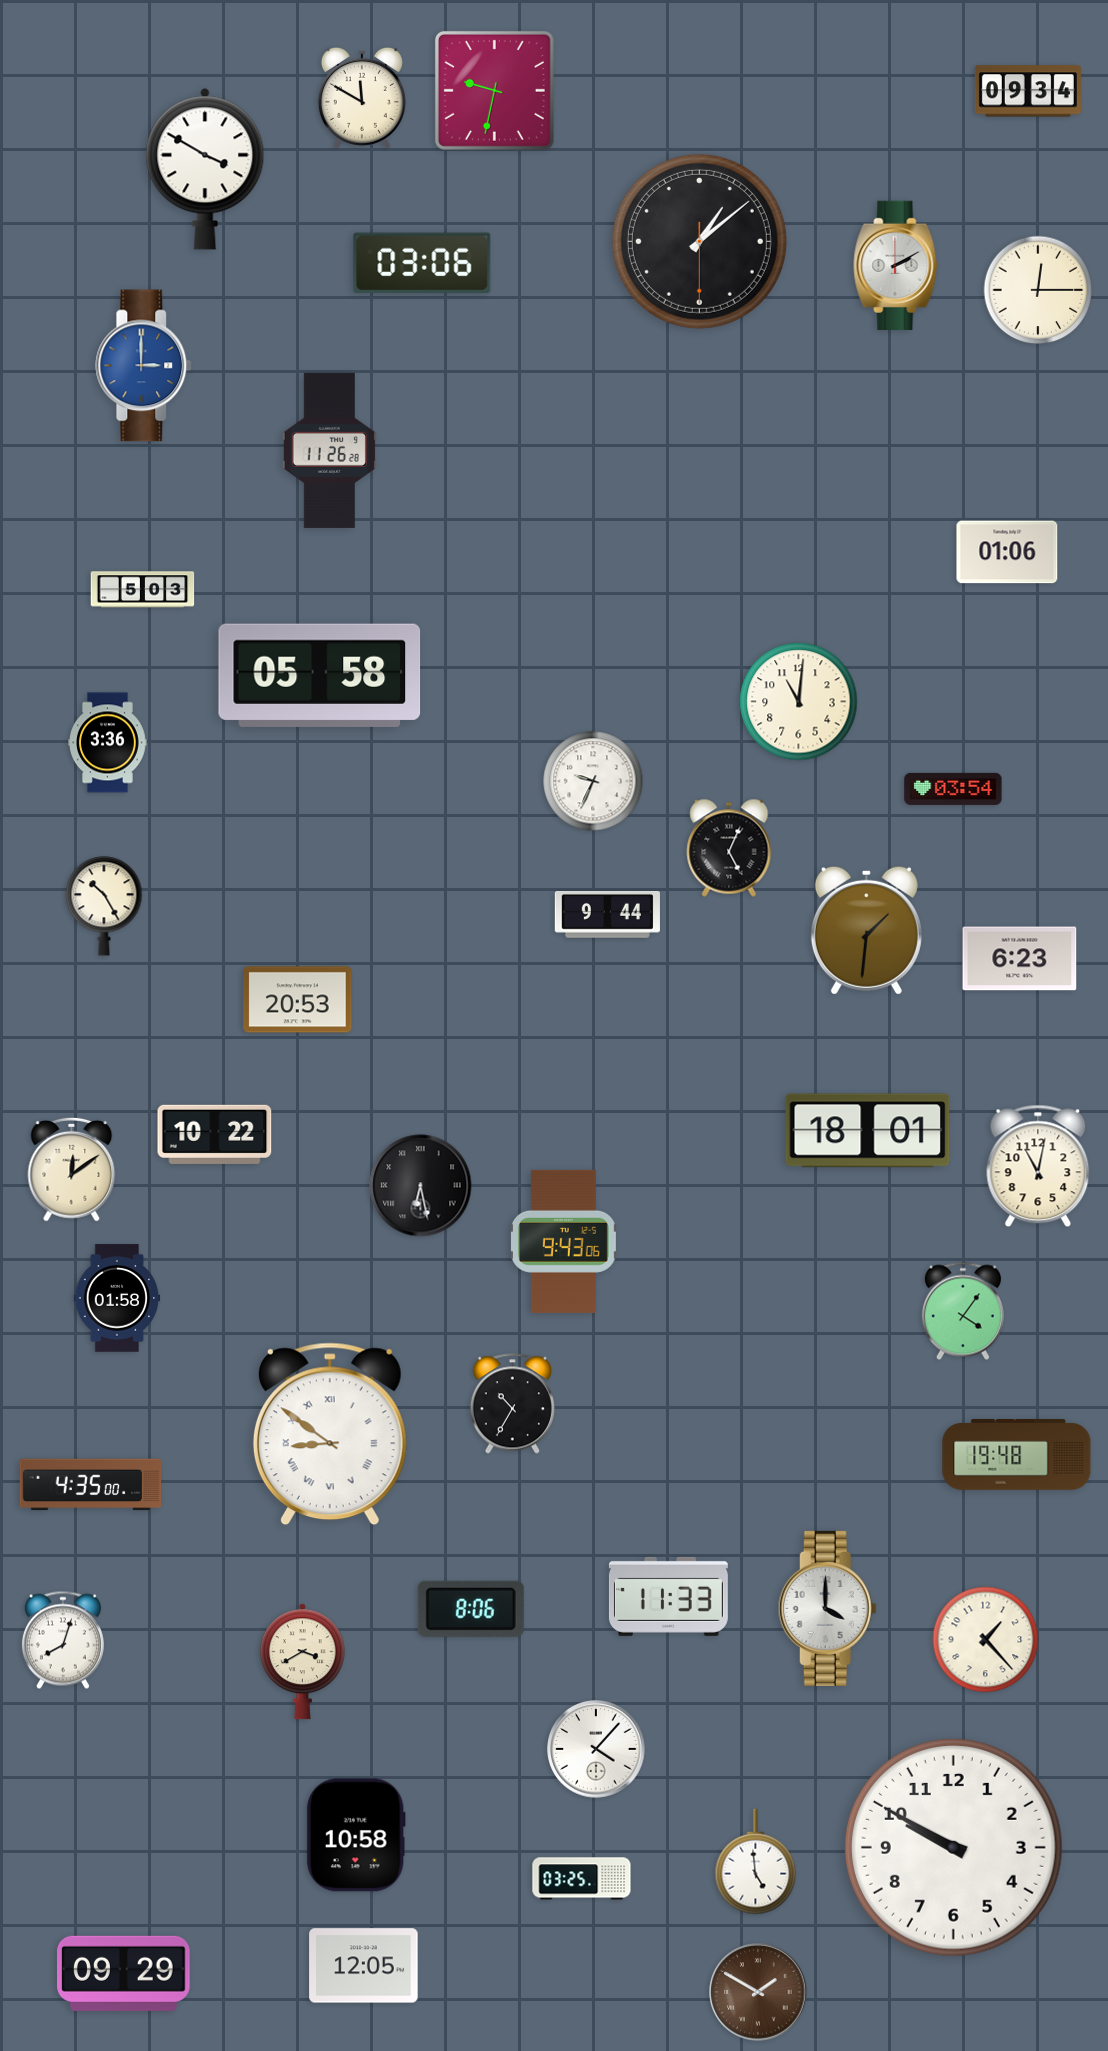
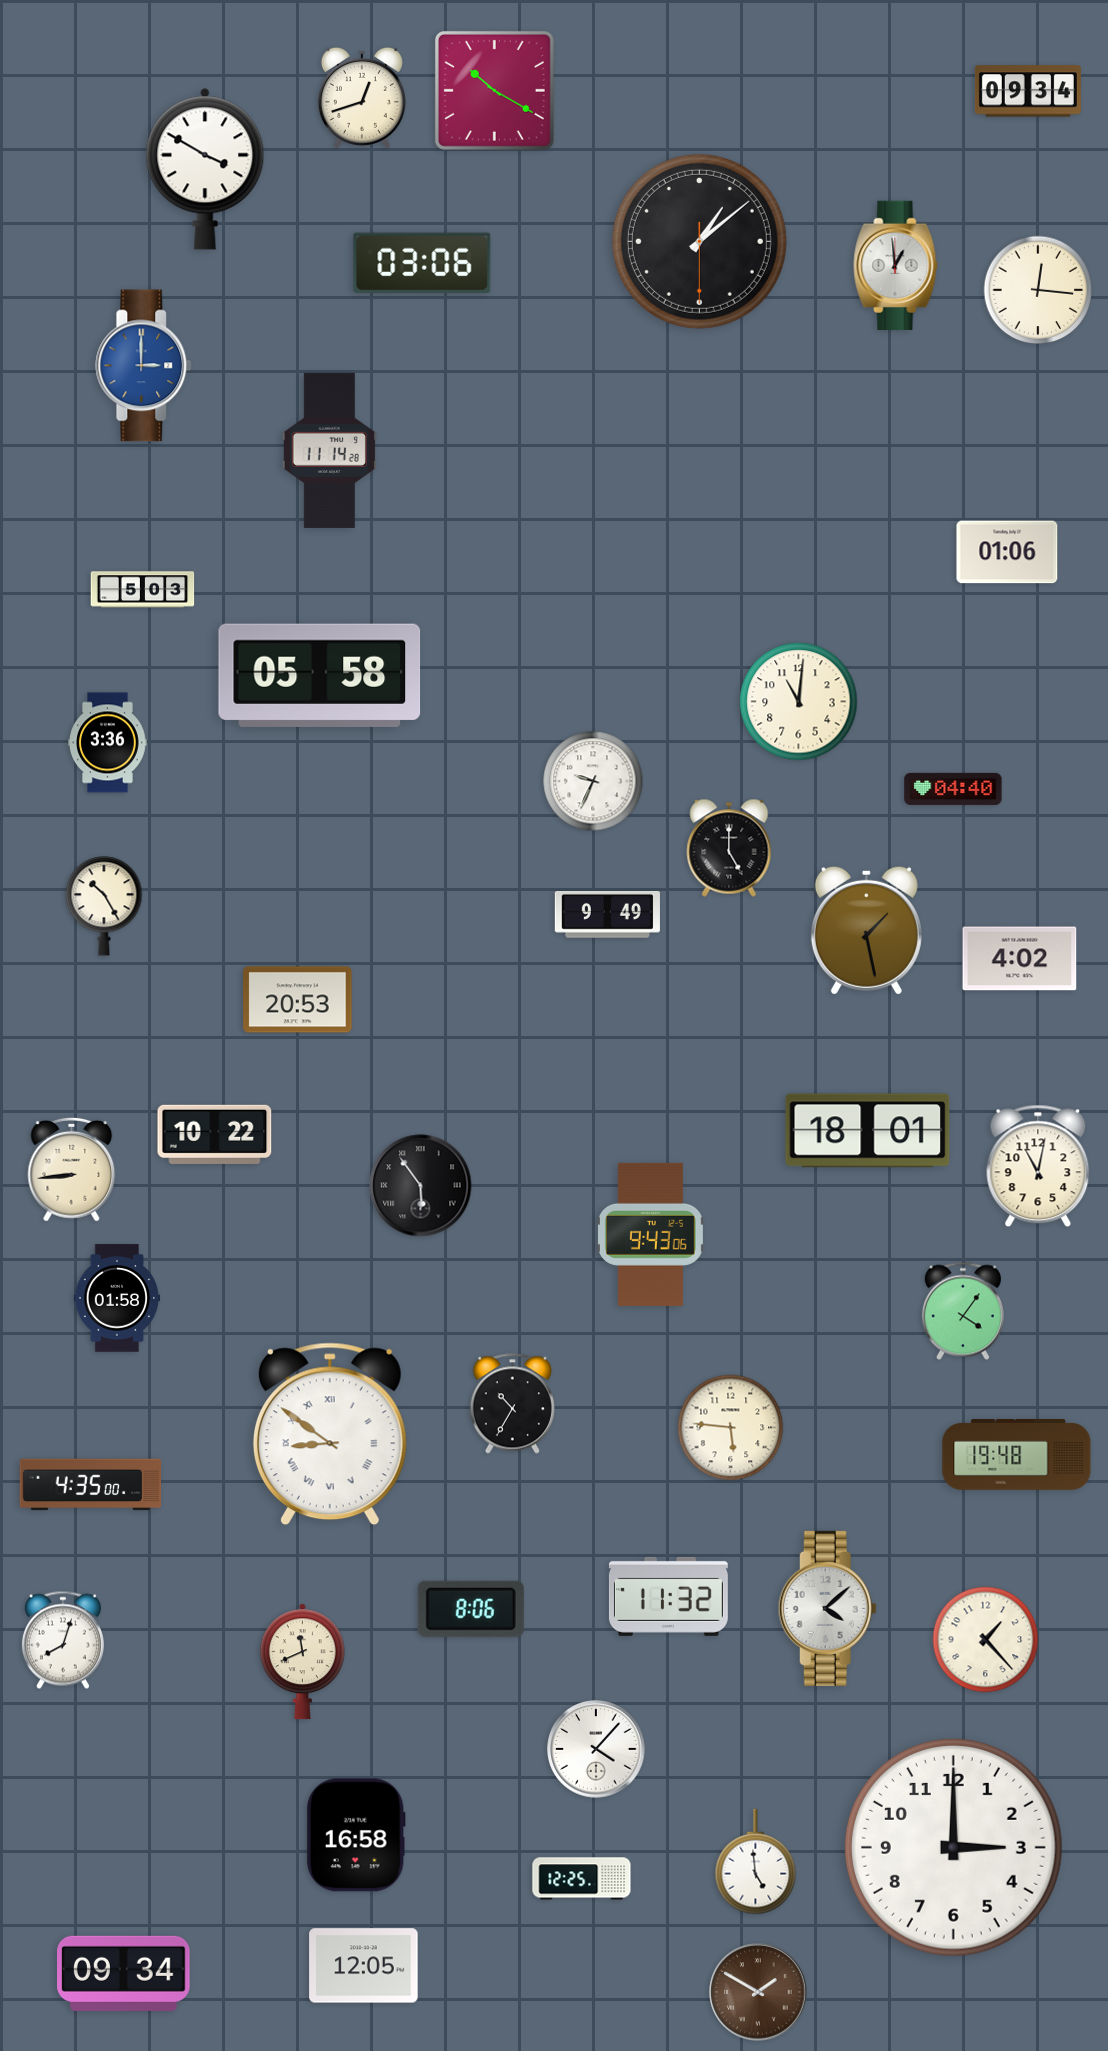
clock at (494, 90): 9:32 -> 10:20
clock at (362, 98): 11:50 -> 12:42
clock at (896, 265): 2:10 -> 12:59
clock at (1038, 290): 12:15 -> 12:16
clock at (329, 450): 11:26 -> 11:14
clock at (953, 789): 03:54 -> 04:40
clock at (729, 848): 5:04 -> 5:00
clock at (607, 915): 9:44 -> 9:49
clock at (866, 930): 1:31 -> 1:28
clock at (1020, 959): 6:23 -> 4:02
clock at (72, 1169): 12:09 -> 8:44
clock at (421, 1186): 6:28 -> 5:54
clock at (563, 1241) position: (563, 1241) -> (650, 1234)
clock at (731, 1428): none -> 5:46
clock at (668, 1596): 11:33 -> 11:32
clock at (827, 1608): 4:00 -> 4:08
clock at (302, 1662): 3:40 -> 11:41
clock at (356, 1835): 10:58 -> 16:58
clock at (953, 1847): 9:50 -> 3:00
clock at (582, 1879): 03:25 -> 12:25
clock at (124, 1973): 09:29 -> 09:34
